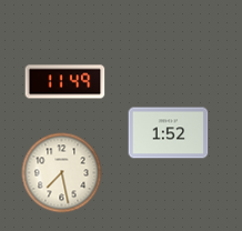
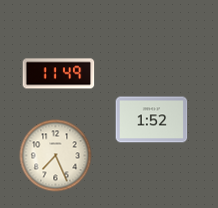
clock at (62, 173): 7:28 -> 7:26
